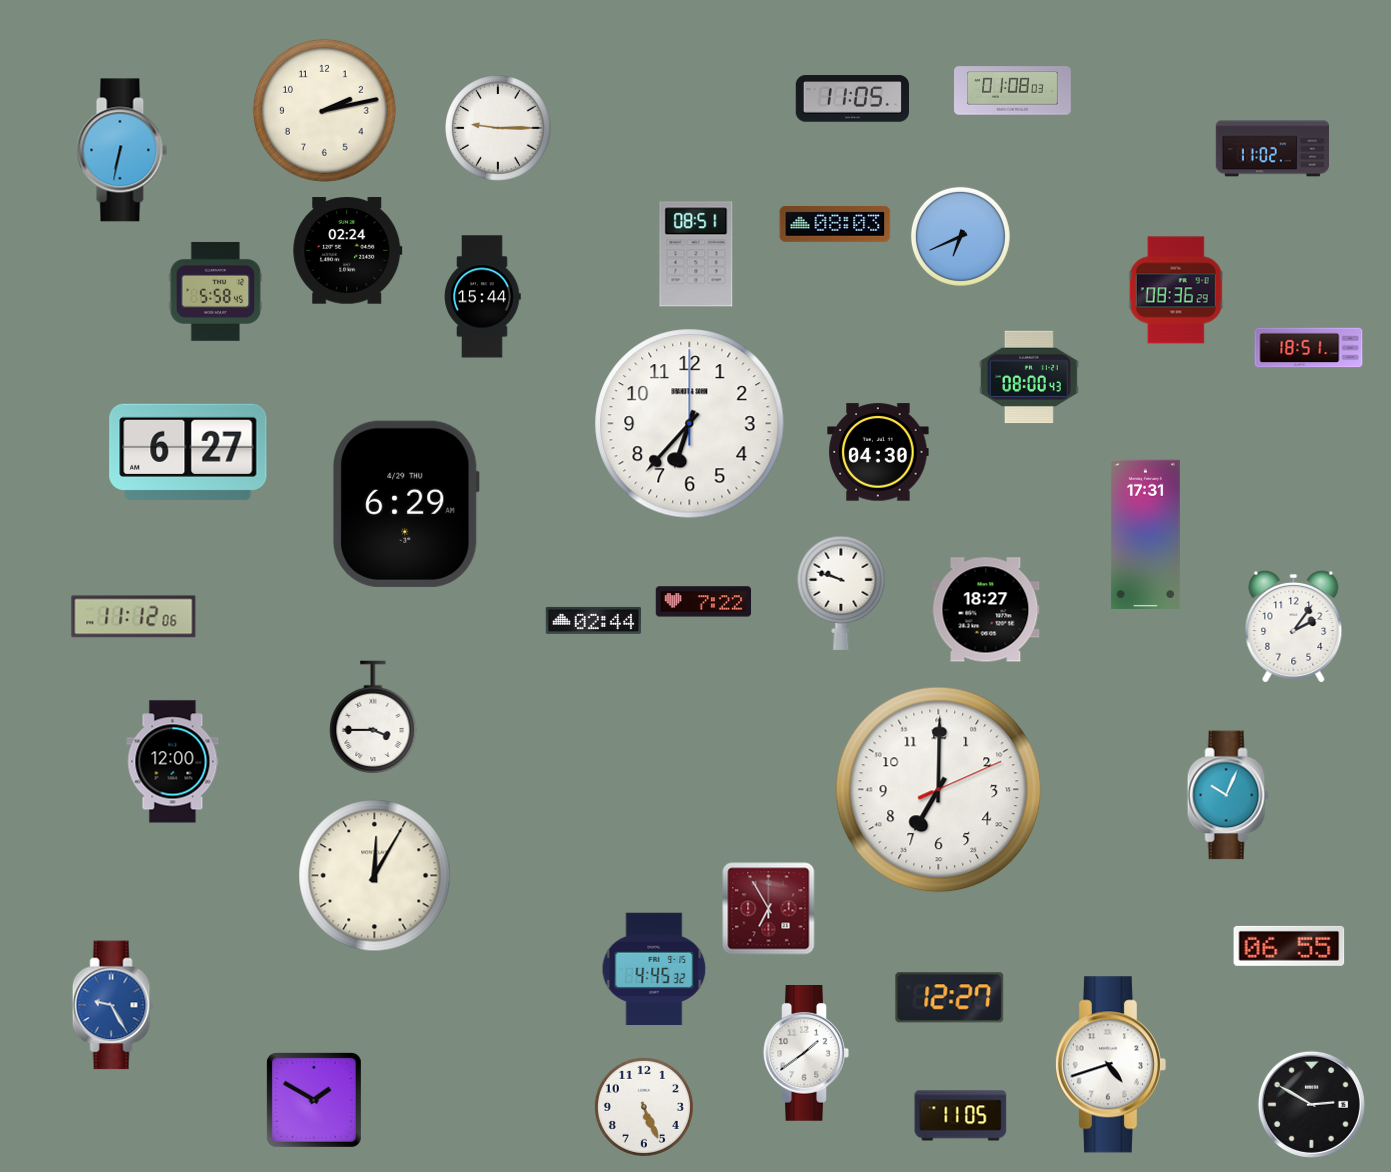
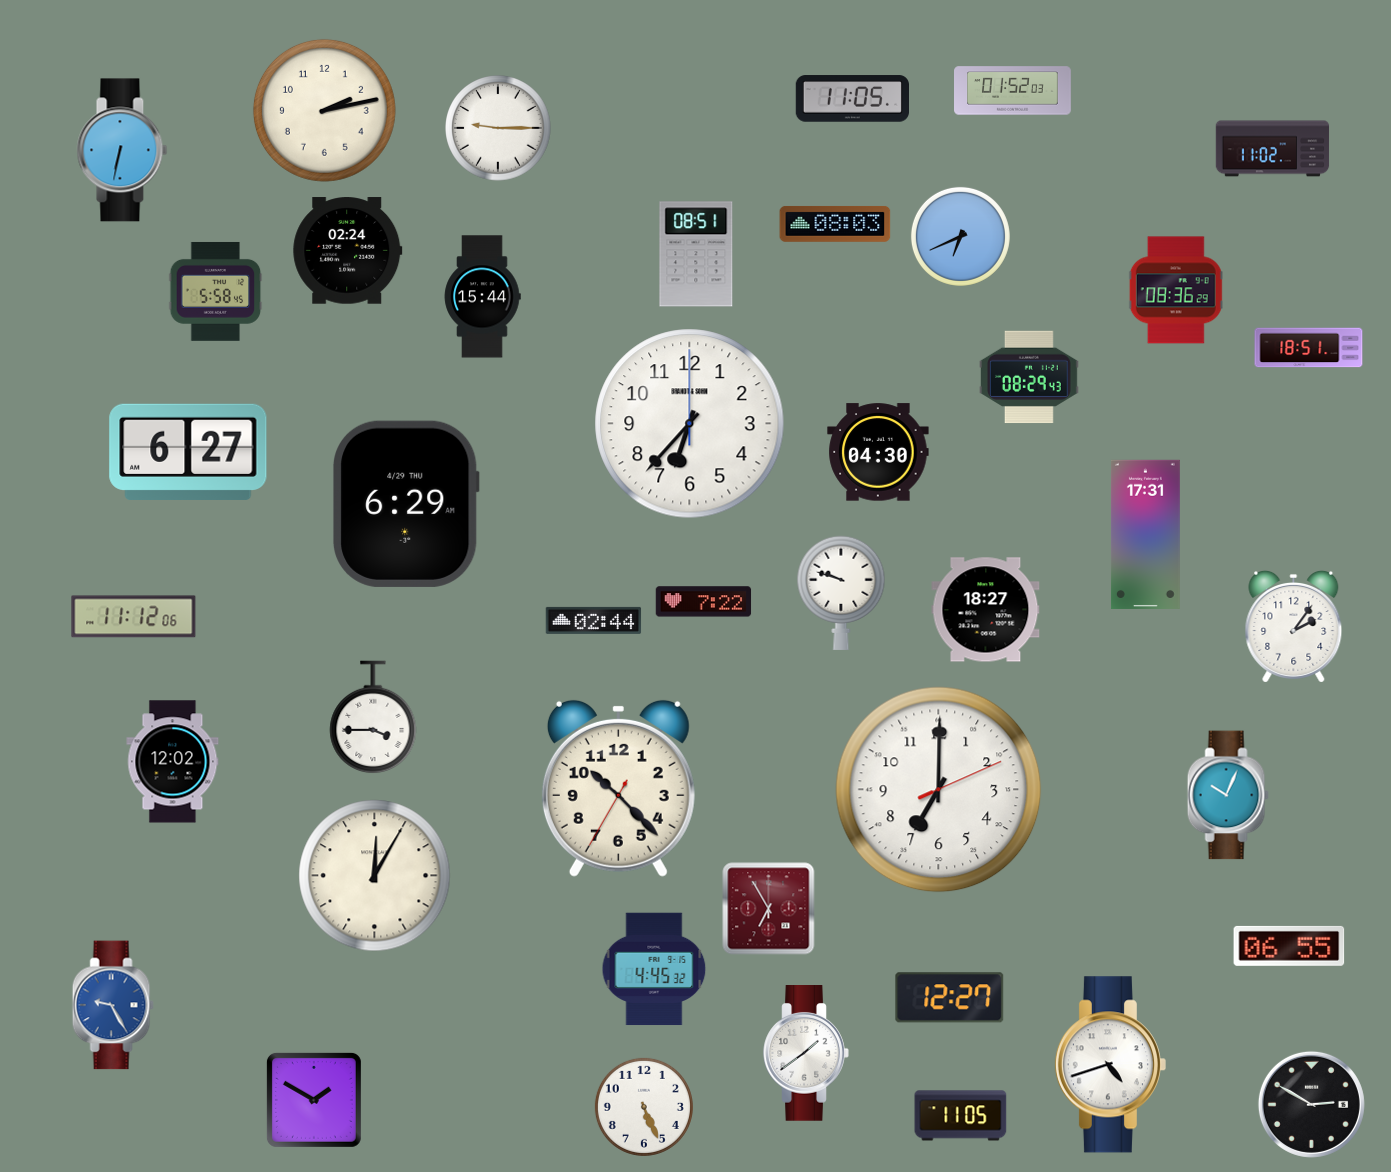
clock at (1013, 91): 01:08 -> 01:52
clock at (1030, 377): 08:00 -> 08:29
clock at (173, 762): 12:00 -> 12:02
clock at (618, 788): none -> 10:22
